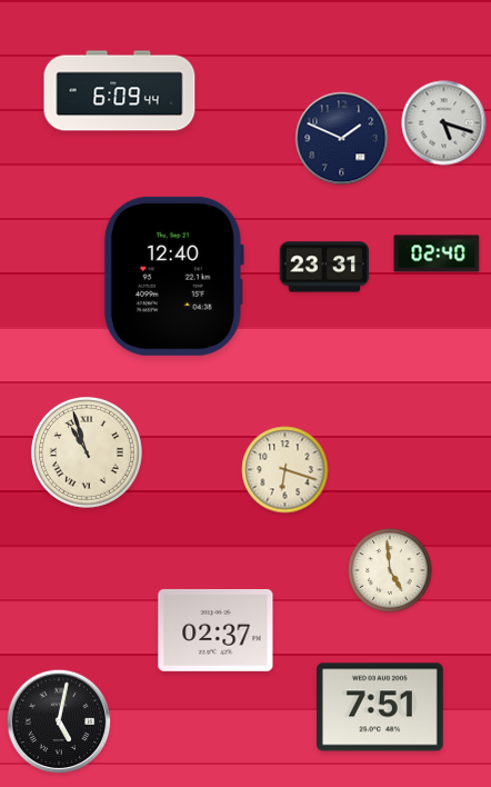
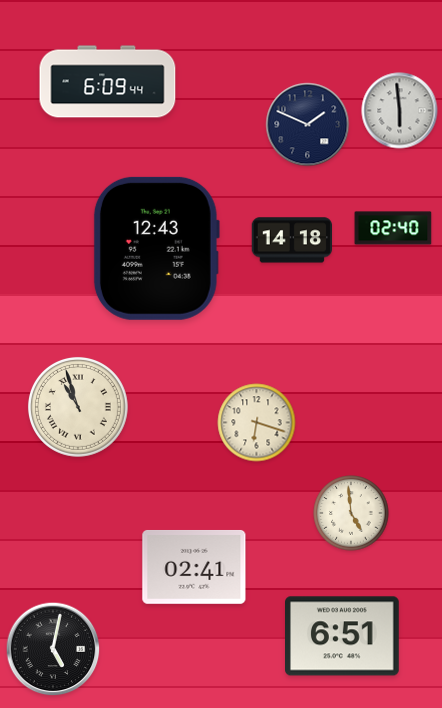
clock at (444, 123): 5:18 -> 5:59
clock at (323, 267): 23:31 -> 14:18
clock at (173, 276): 12:40 -> 12:43
clock at (216, 630): 02:37 -> 02:41
clock at (381, 707): 7:51 -> 6:51
